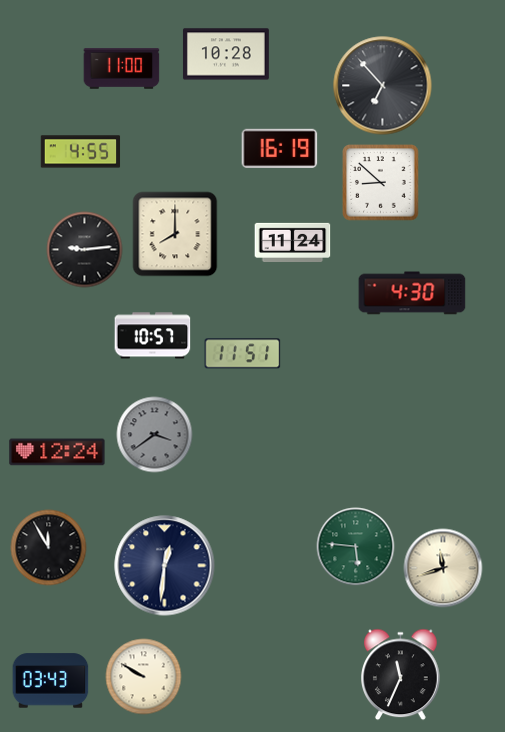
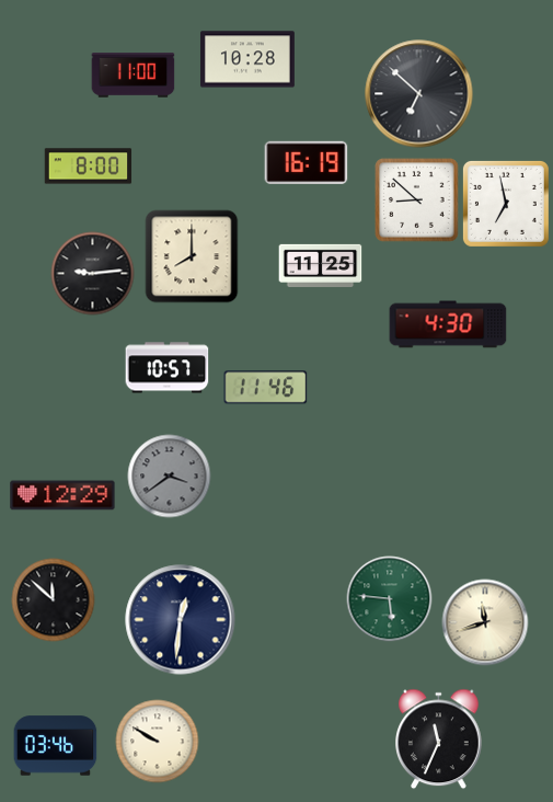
clock at (383, 86): 6:53 -> 6:52
clock at (81, 152): 4:55 -> 8:00
clock at (506, 204): none -> 6:58
clock at (293, 242): 11:24 -> 11:25
clock at (412, 293) position: (412, 293) -> (448, 324)
clock at (243, 354): 11:51 -> 11:46
clock at (57, 452): 12:24 -> 12:29
clock at (49, 548): 11:55 -> 11:52
clock at (51, 681): 03:43 -> 03:46
